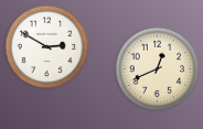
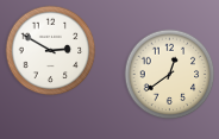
clock at (158, 69): 12:41 -> 12:39
